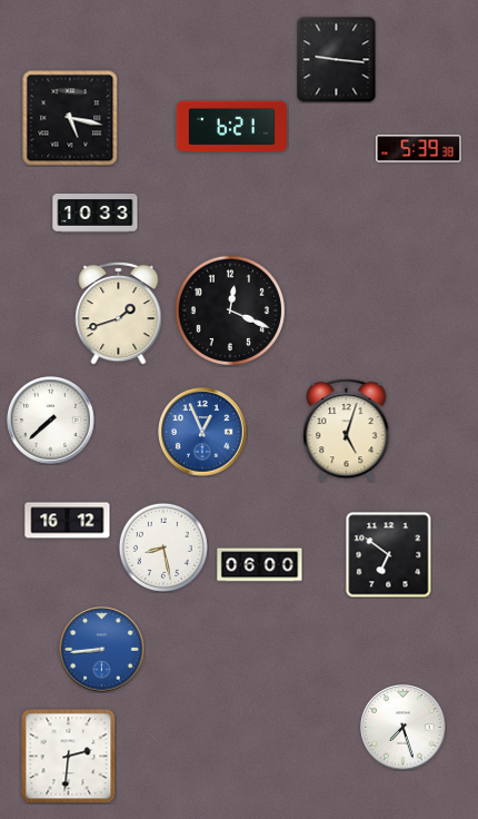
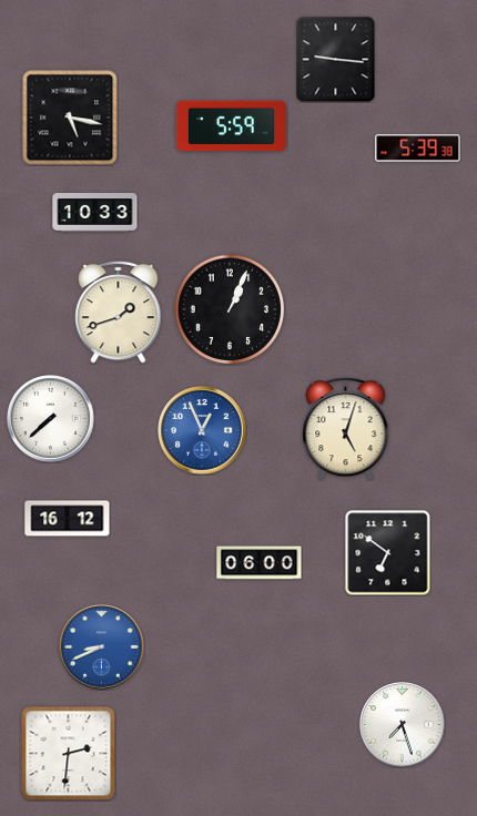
clock at (231, 127): 6:21 -> 5:59
clock at (229, 309): 12:19 -> 1:04
clock at (163, 547): 8:28 -> none
clock at (102, 650): 8:44 -> 8:41
